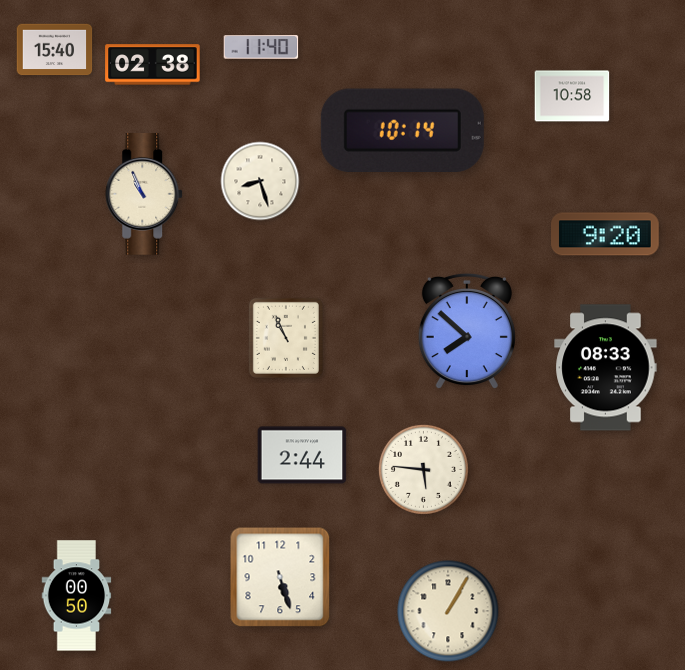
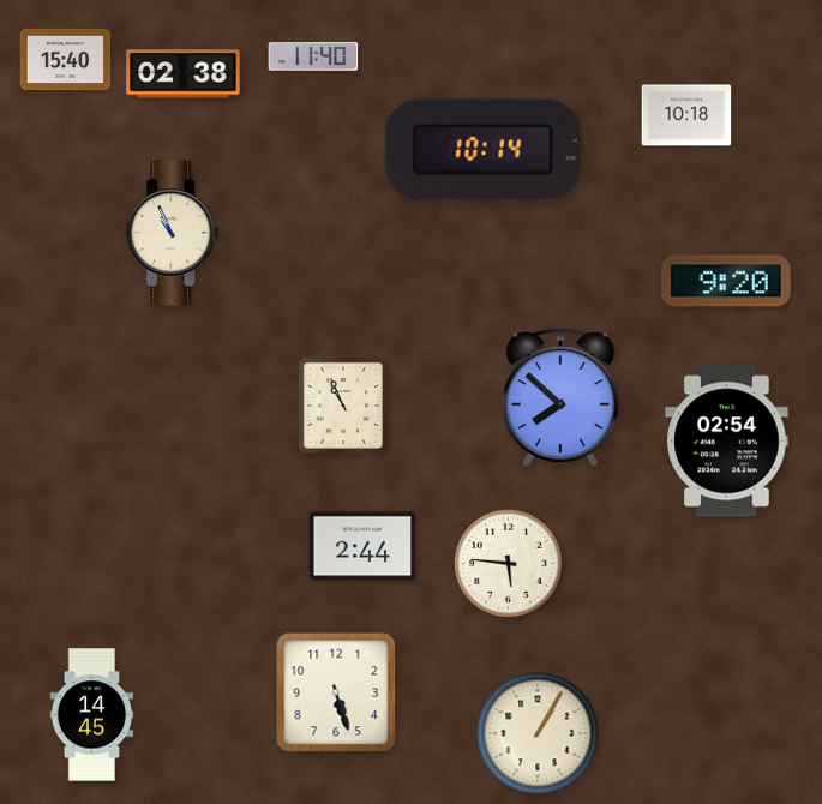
clock at (153, 65) position: (153, 65) -> (184, 74)
clock at (572, 96): 10:58 -> 10:18
clock at (402, 131) position: (402, 131) -> (482, 150)
clock at (260, 181): 8:27 -> none
clock at (606, 368): 08:33 -> 02:54
clock at (77, 596): 00:50 -> 14:45
